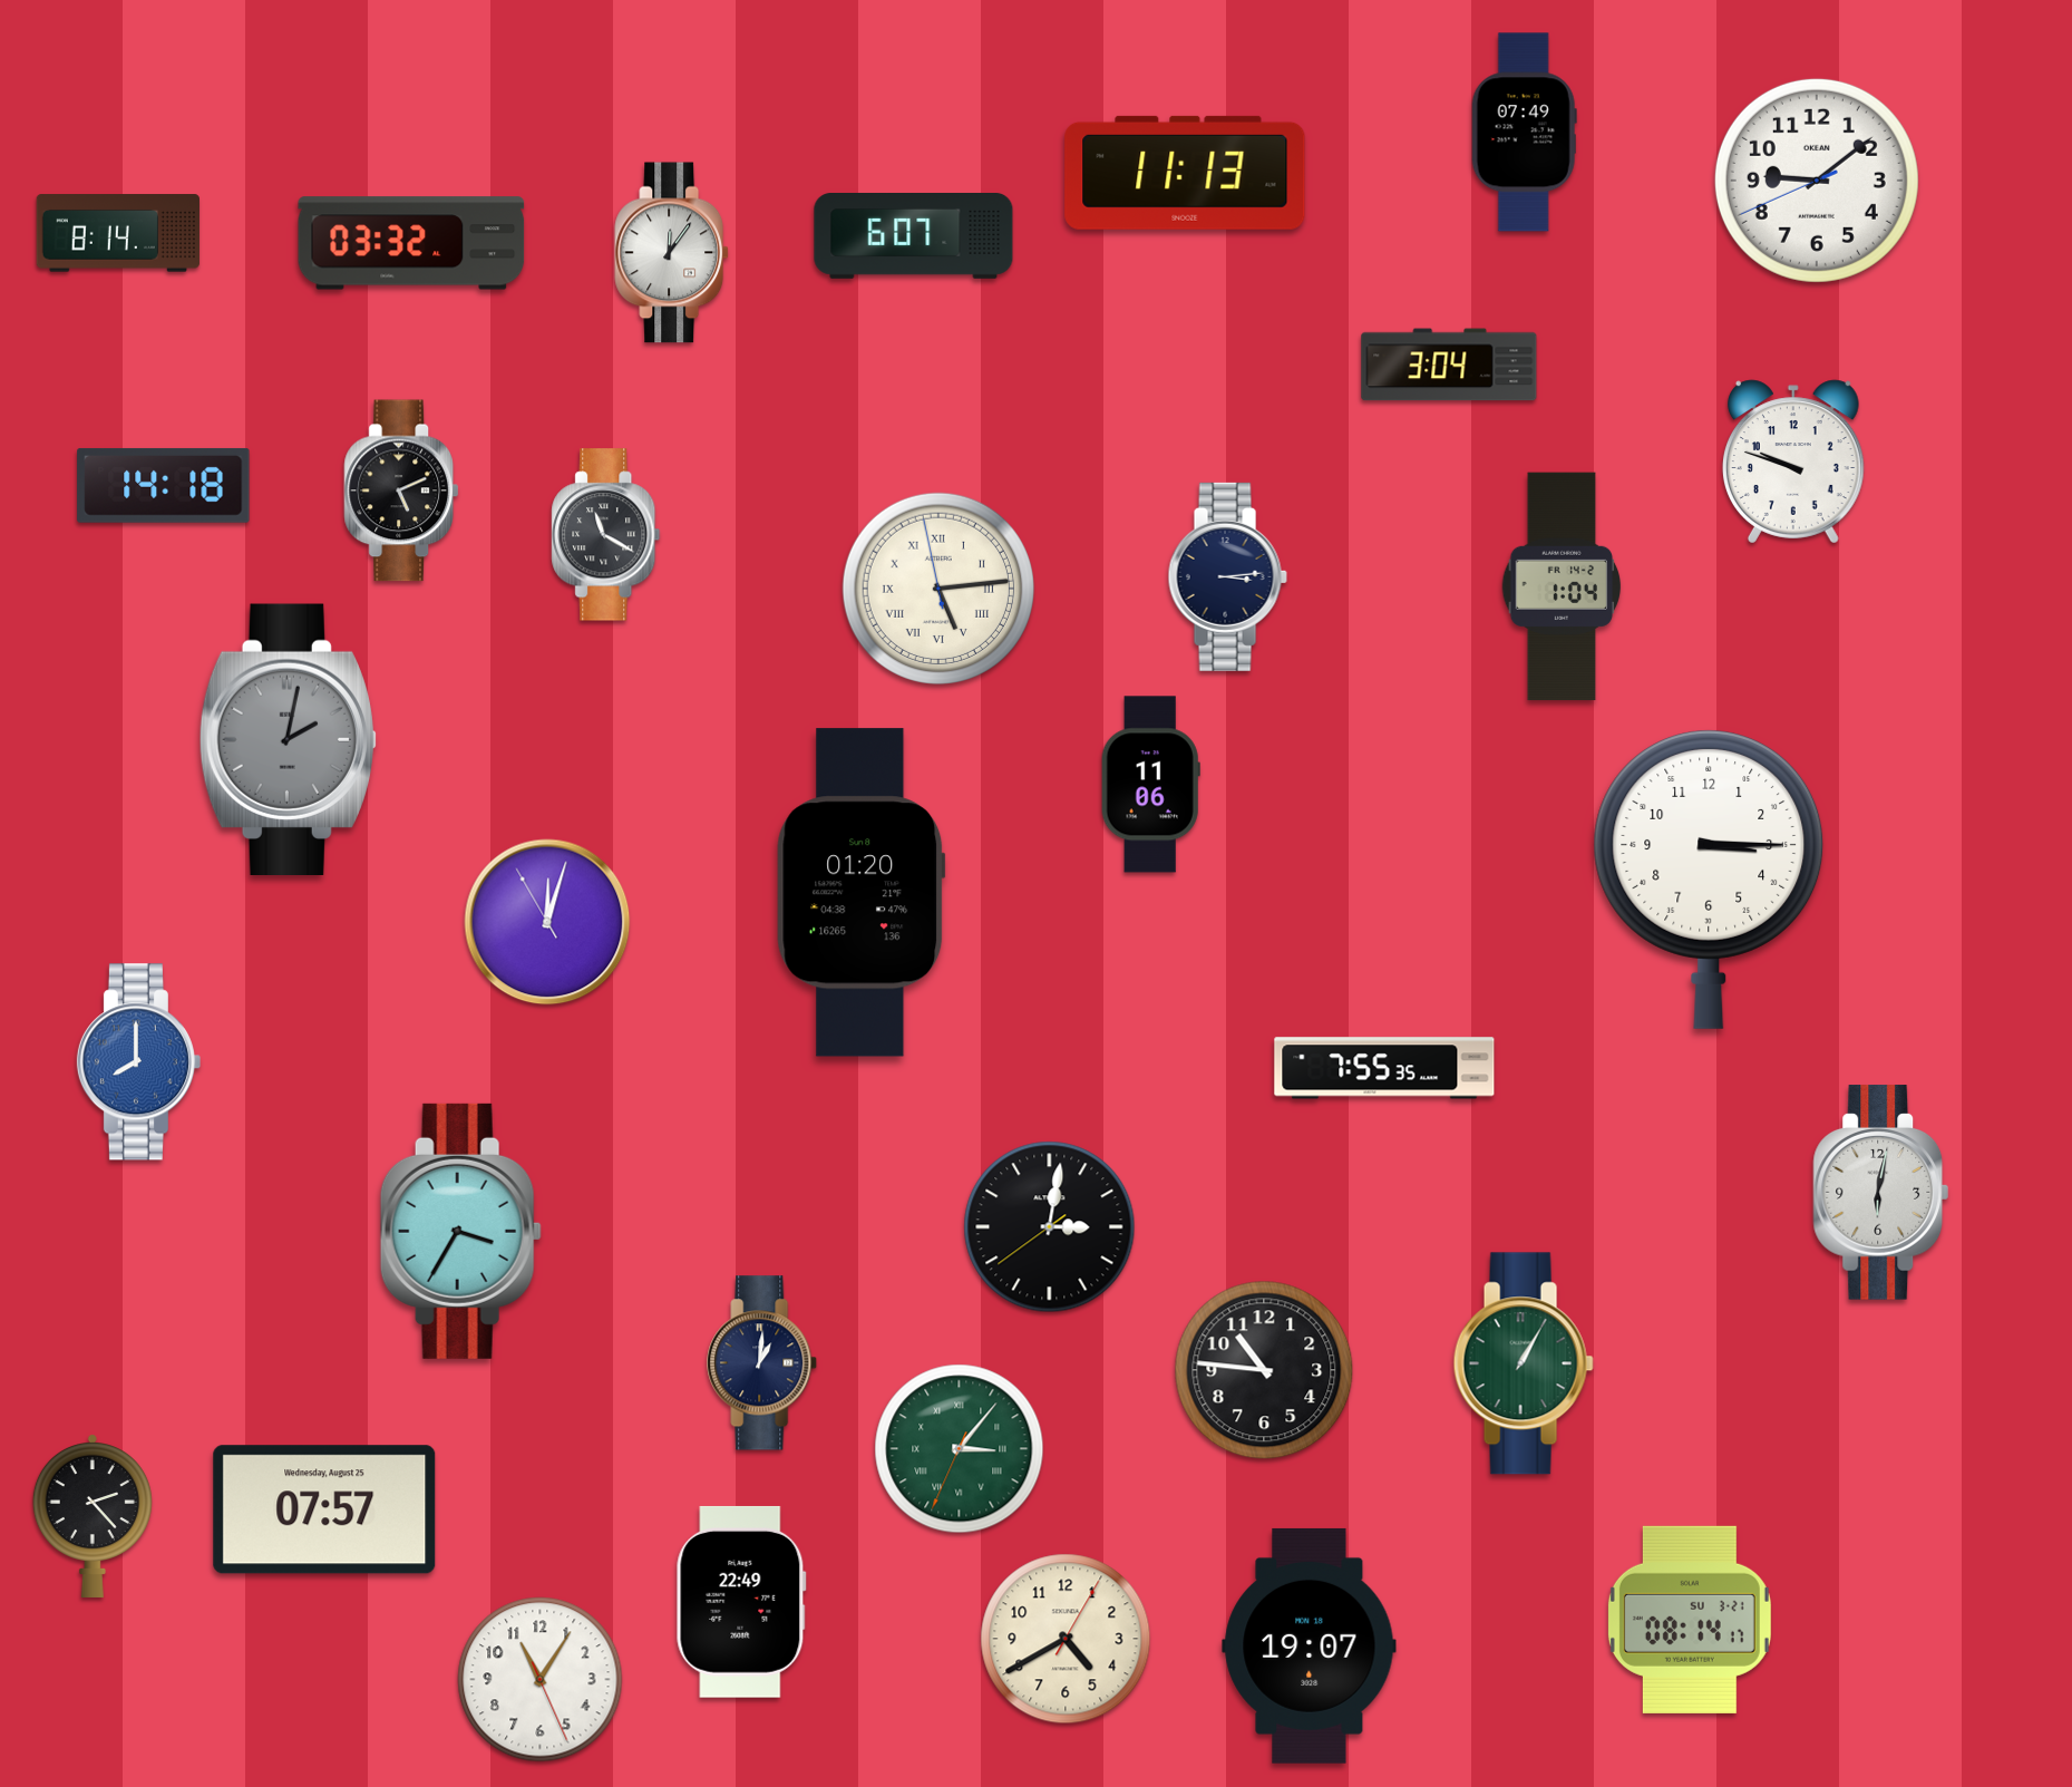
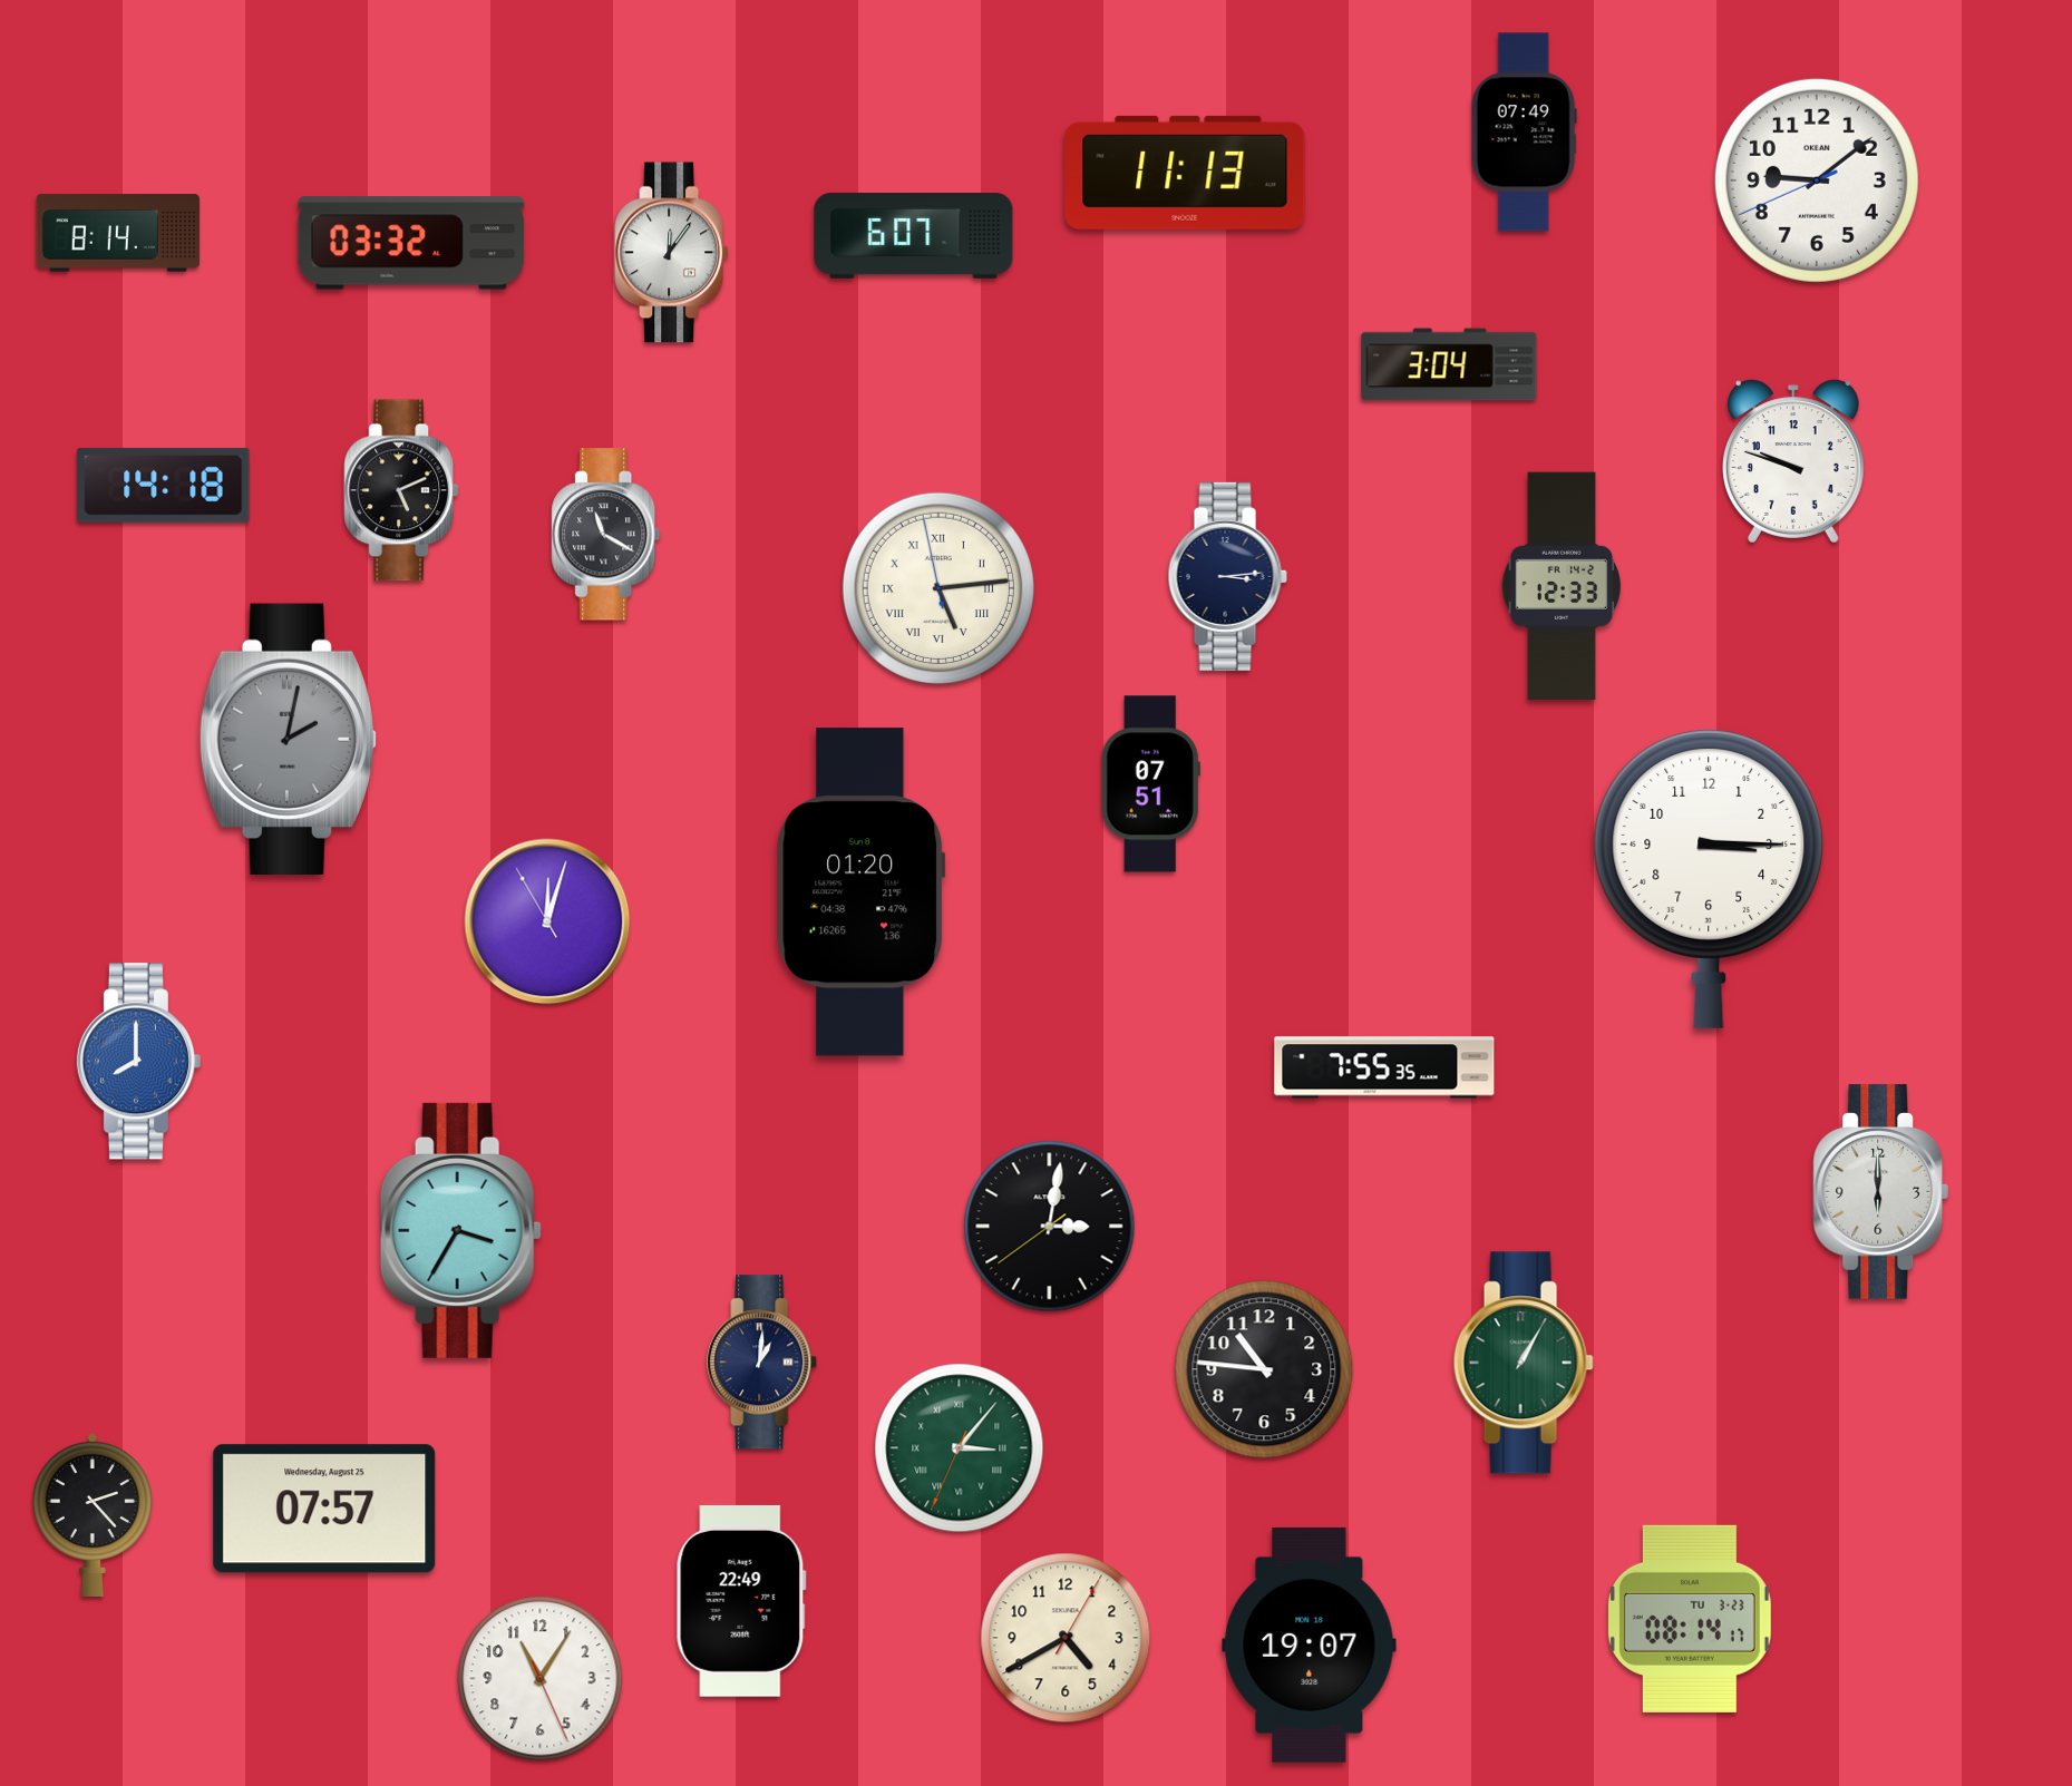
clock at (1562, 586): 1:04 -> 12:33
clock at (1150, 785): 11:06 -> 07:51
clock at (1881, 1193): 6:02 -> 6:00
clock at (1690, 1620) date: SU 3-21 -> TU 3-23
